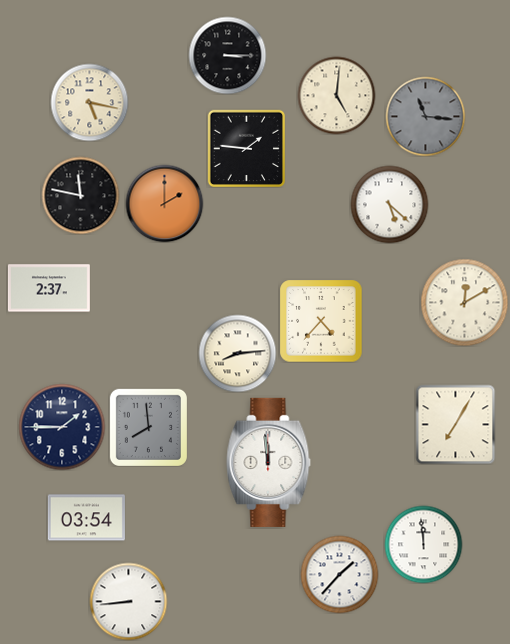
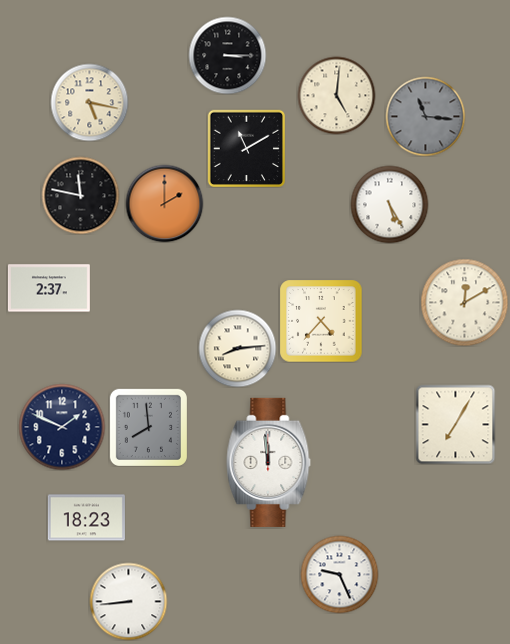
clock at (246, 148): 1:46 -> 11:10
clock at (389, 204): 5:22 -> 5:25
clock at (237, 353) position: (237, 353) -> (237, 348)
clock at (62, 427): 1:45 -> 1:49
clock at (86, 518): 03:54 -> 18:23
clock at (423, 544): 11:59 -> none
clock at (339, 574): 1:37 -> 9:26
